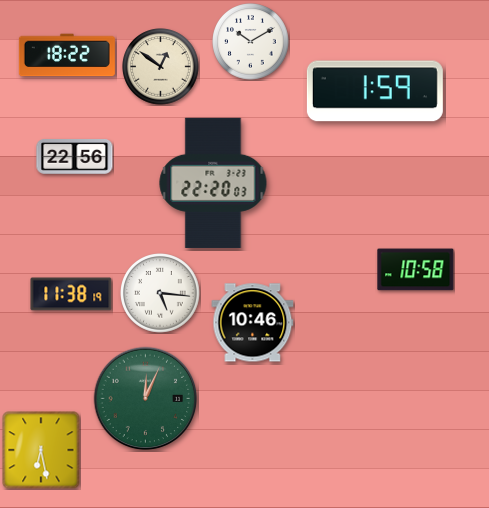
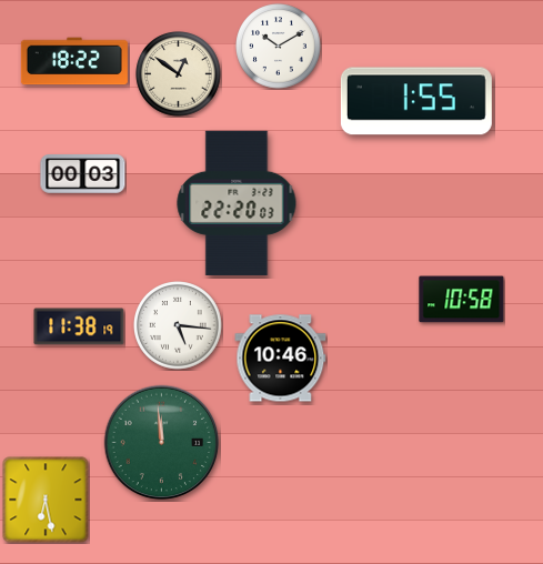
clock at (375, 91): 1:59 -> 1:55
clock at (75, 157): 22:56 -> 00:03
clock at (146, 399): 12:04 -> 11:59
